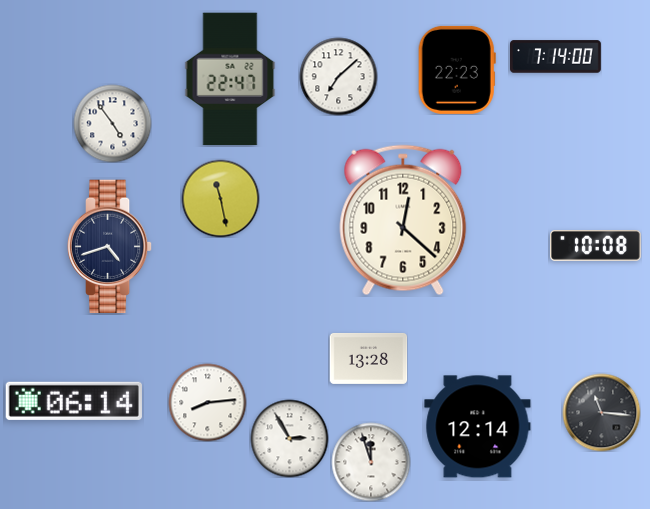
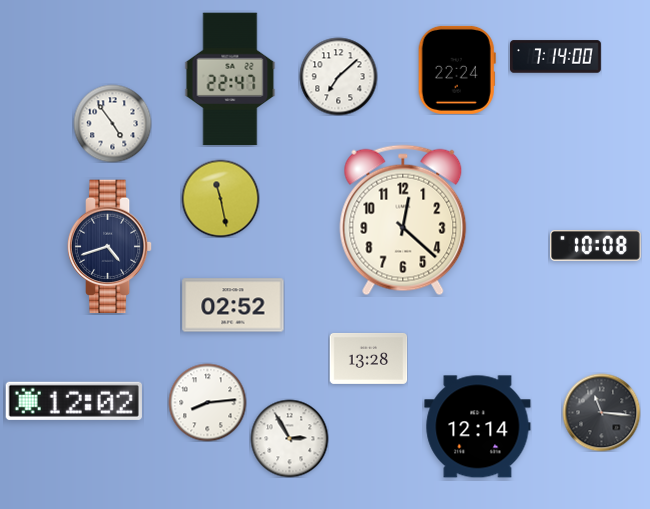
clock at (457, 70): 22:23 -> 22:24
clock at (233, 305): none -> 02:52
clock at (74, 401): 06:14 -> 12:02
clock at (371, 462): 11:57 -> none
